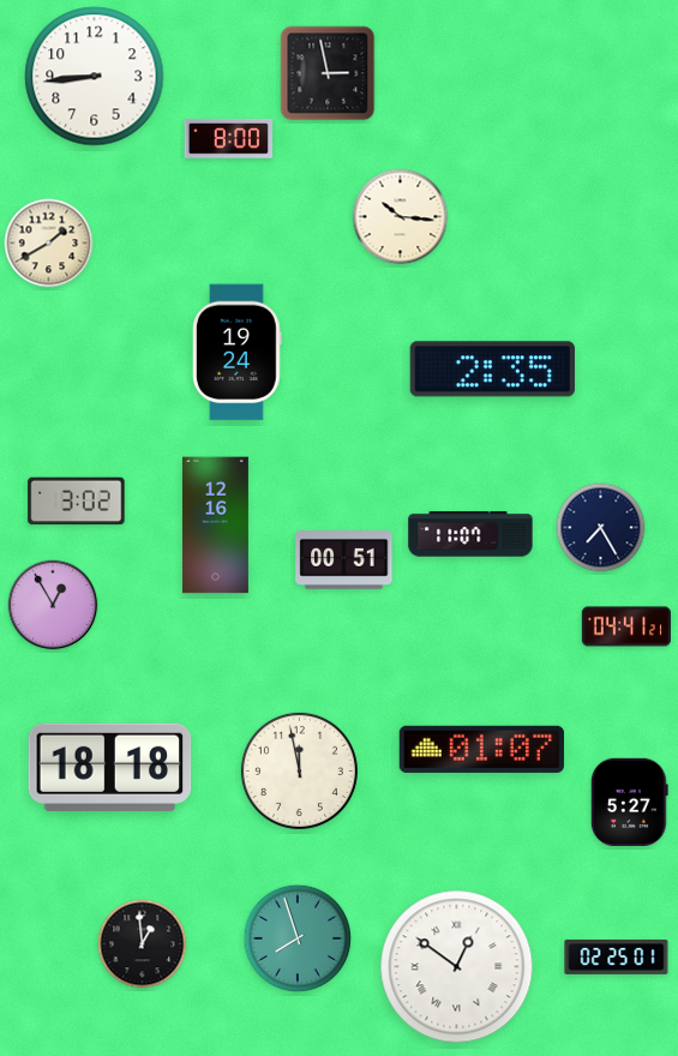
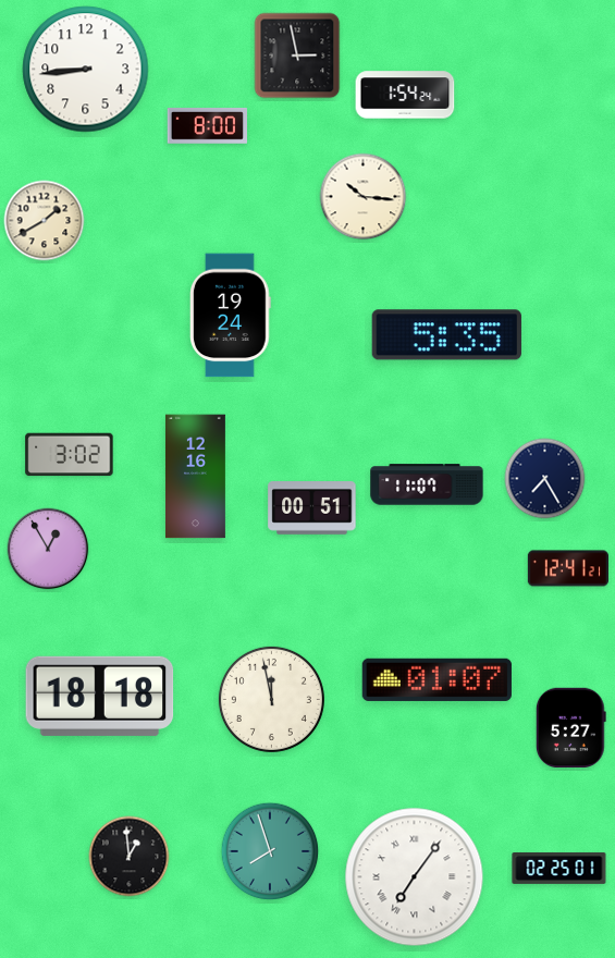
clock at (328, 73) position: (328, 73) -> (297, 56)
clock at (405, 95): none -> 1:54
clock at (238, 353) position: (238, 353) -> (231, 316)
clock at (492, 370): 2:35 -> 5:35
clock at (626, 626): 04:41 -> 12:41
clock at (457, 967): 12:51 -> 7:06
